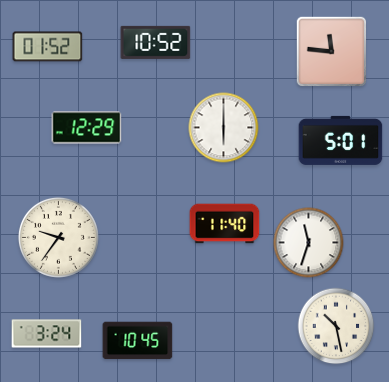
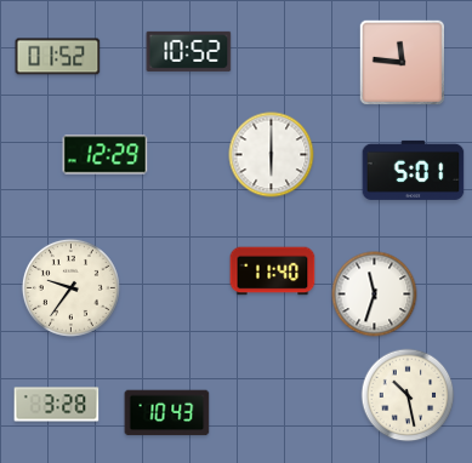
clock at (47, 334): 3:24 -> 3:28
clock at (138, 341): 10:45 -> 10:43
